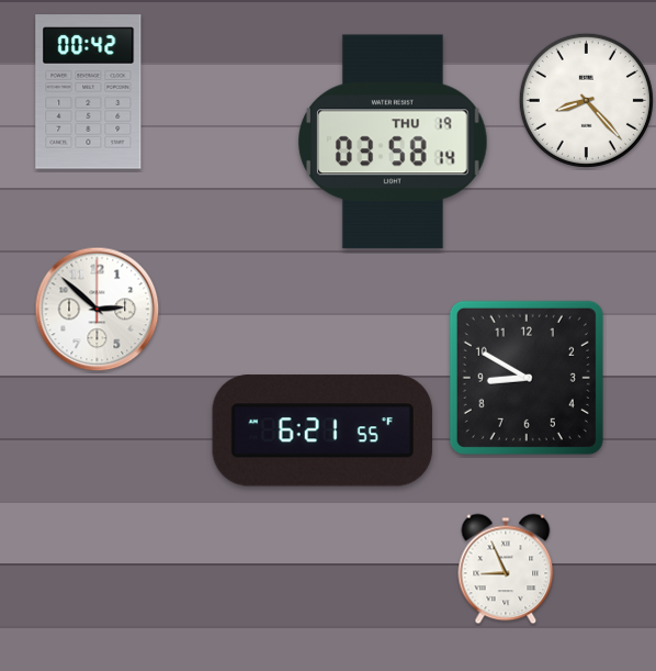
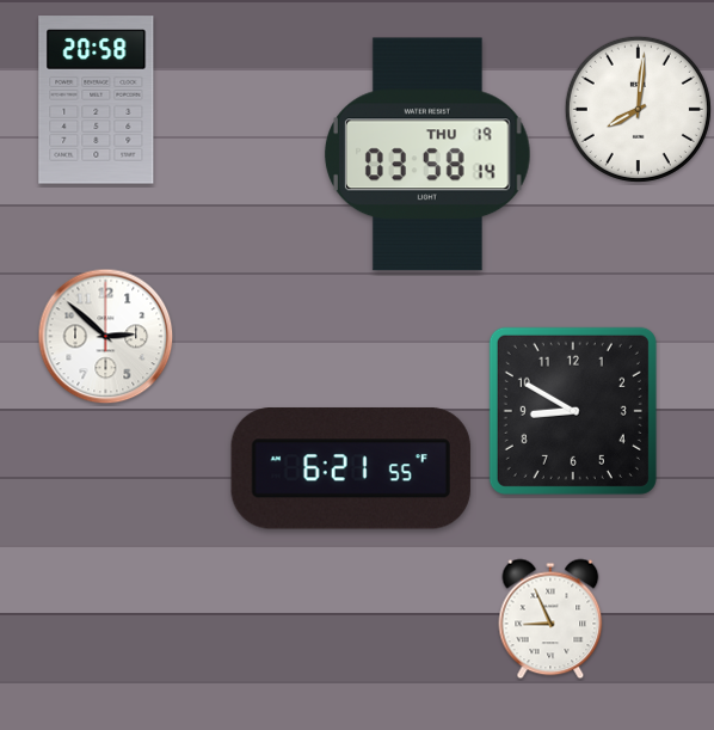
clock at (89, 92): 00:42 -> 20:58
clock at (586, 100): 8:23 -> 8:01
